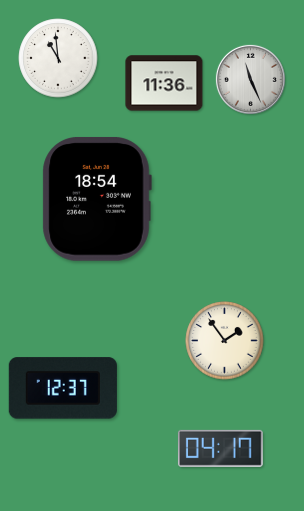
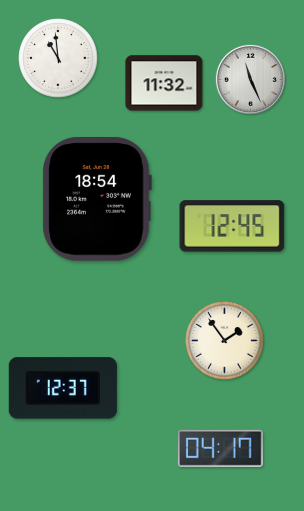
clock at (164, 83): 11:36 -> 11:32
clock at (232, 226): none -> 12:45
